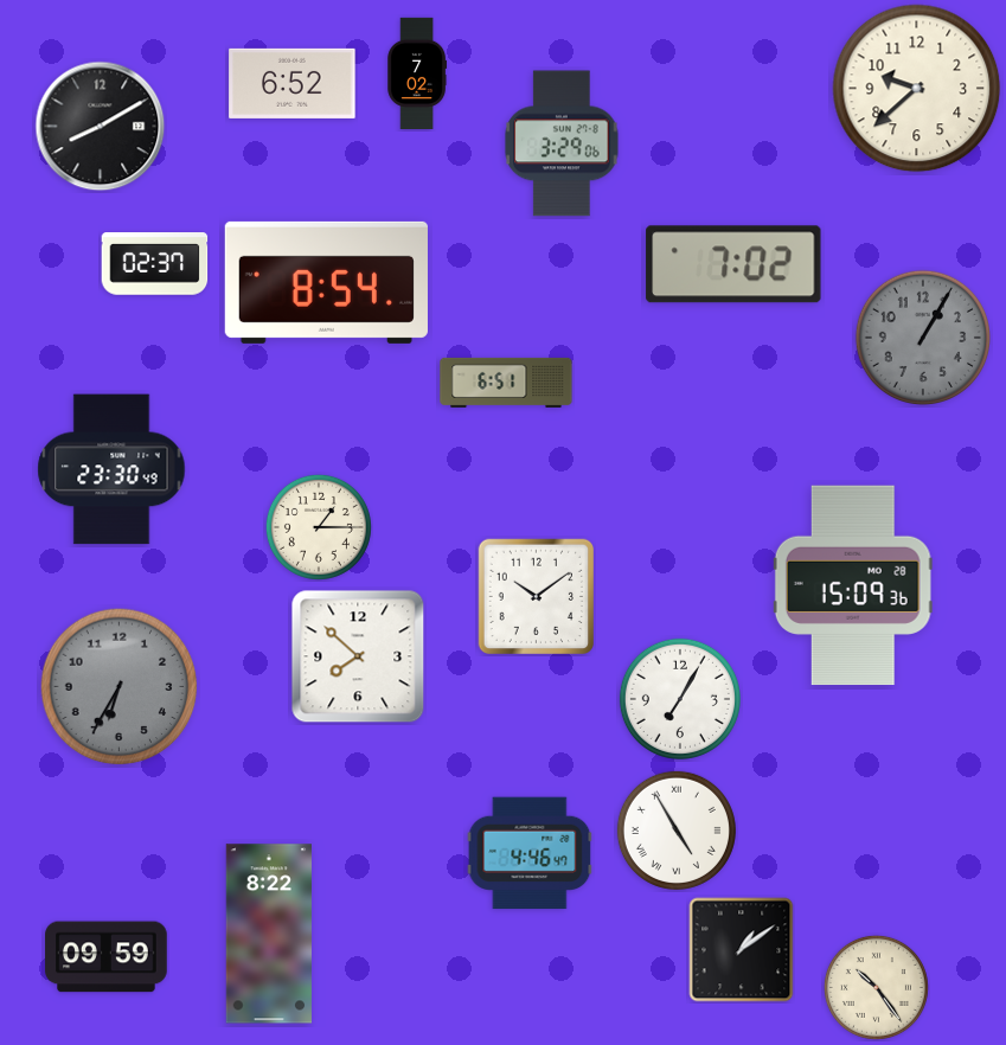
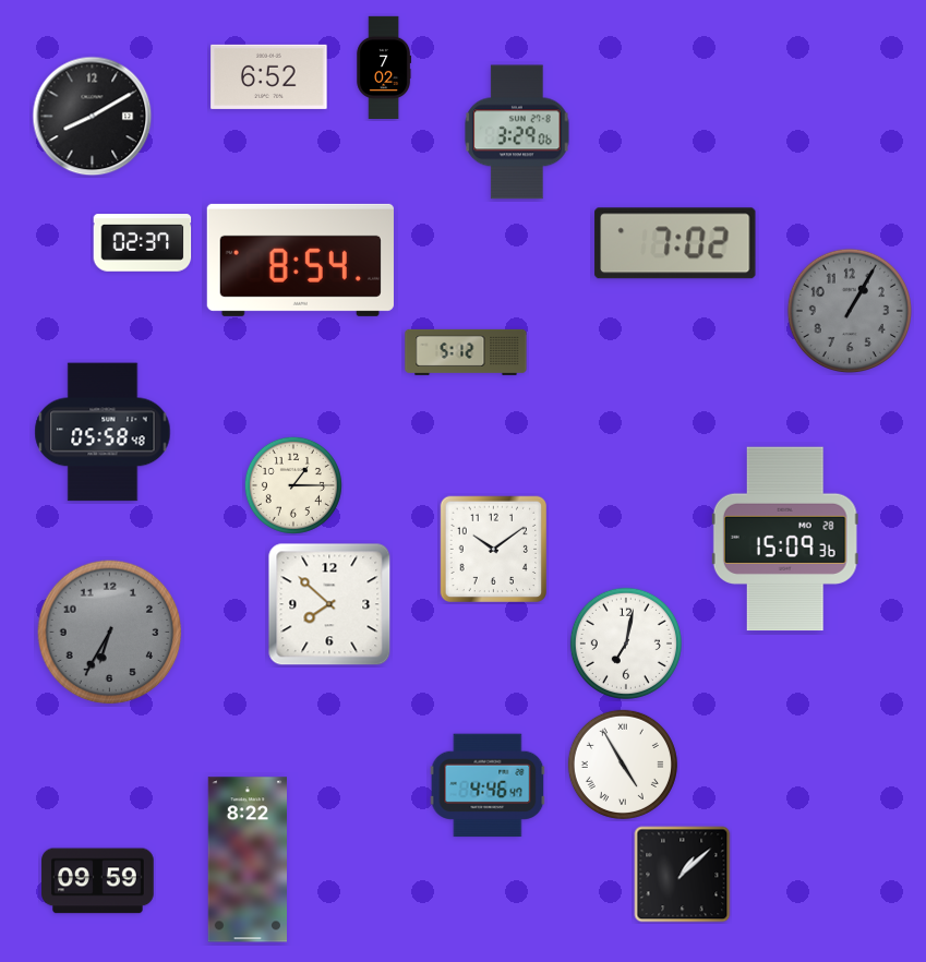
clock at (917, 89): 9:38 -> none
clock at (506, 383): 6:51 -> 5:12
clock at (111, 469): 23:30 -> 05:58
clock at (680, 699): 7:05 -> 7:02
clock at (742, 950): 1:09 -> 1:08
clock at (876, 987): 10:24 -> none
